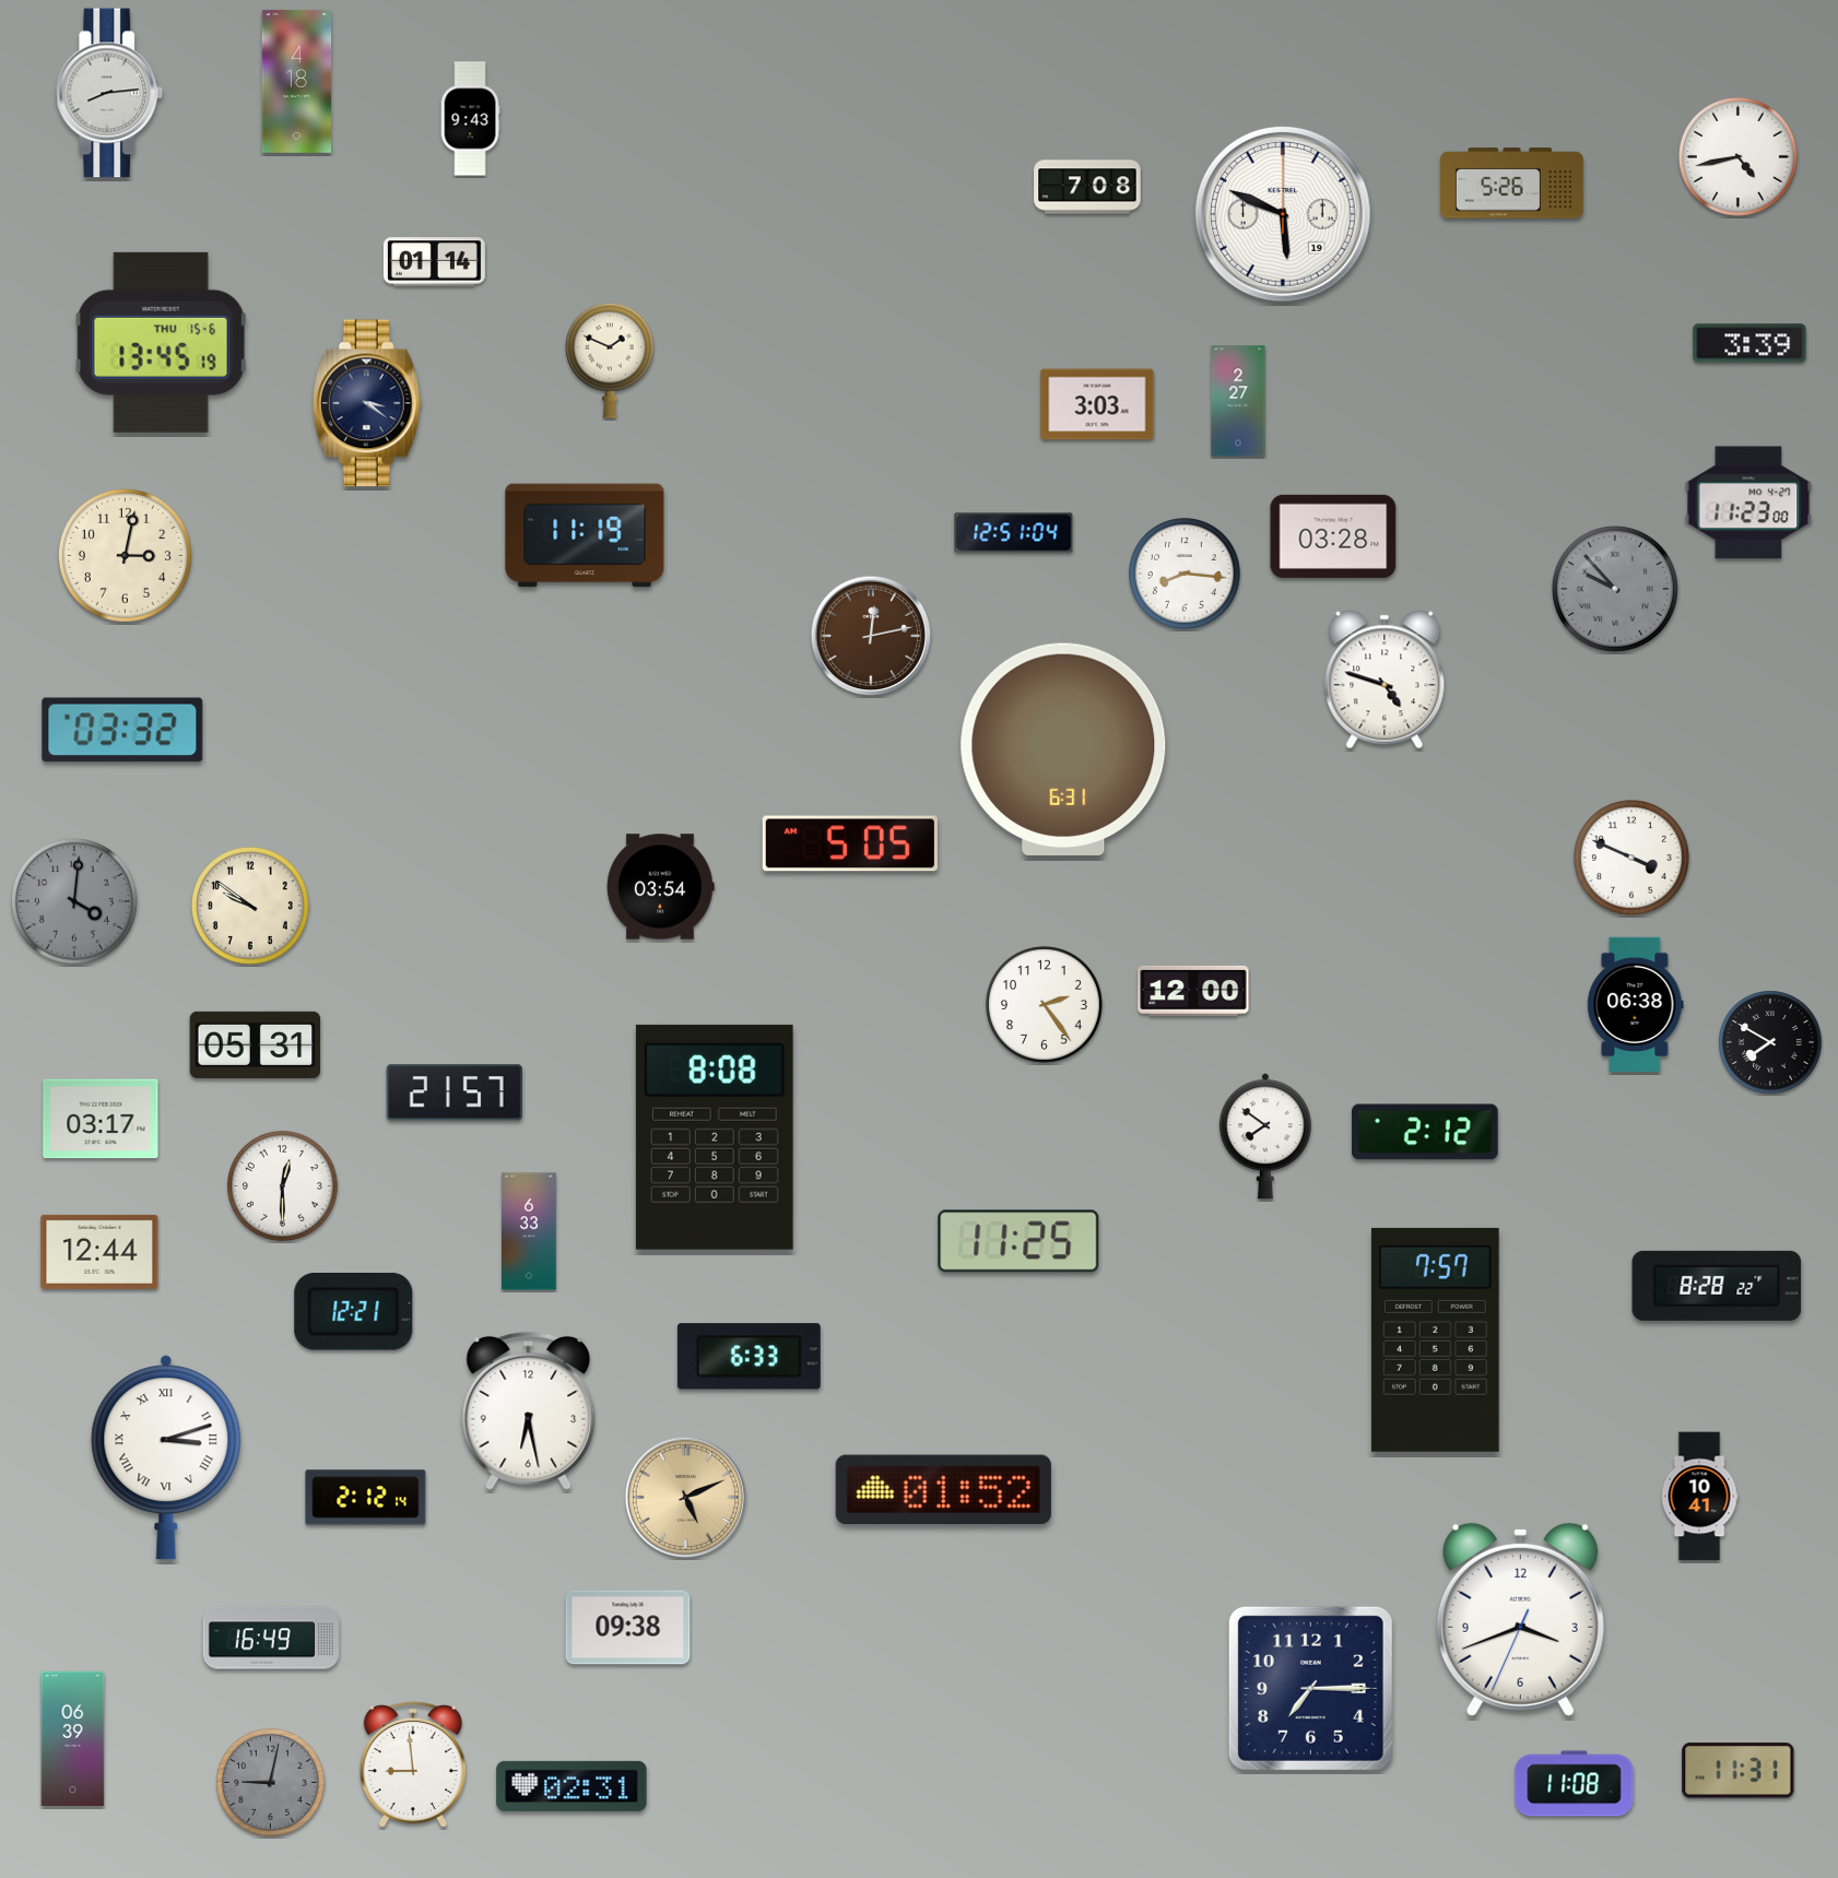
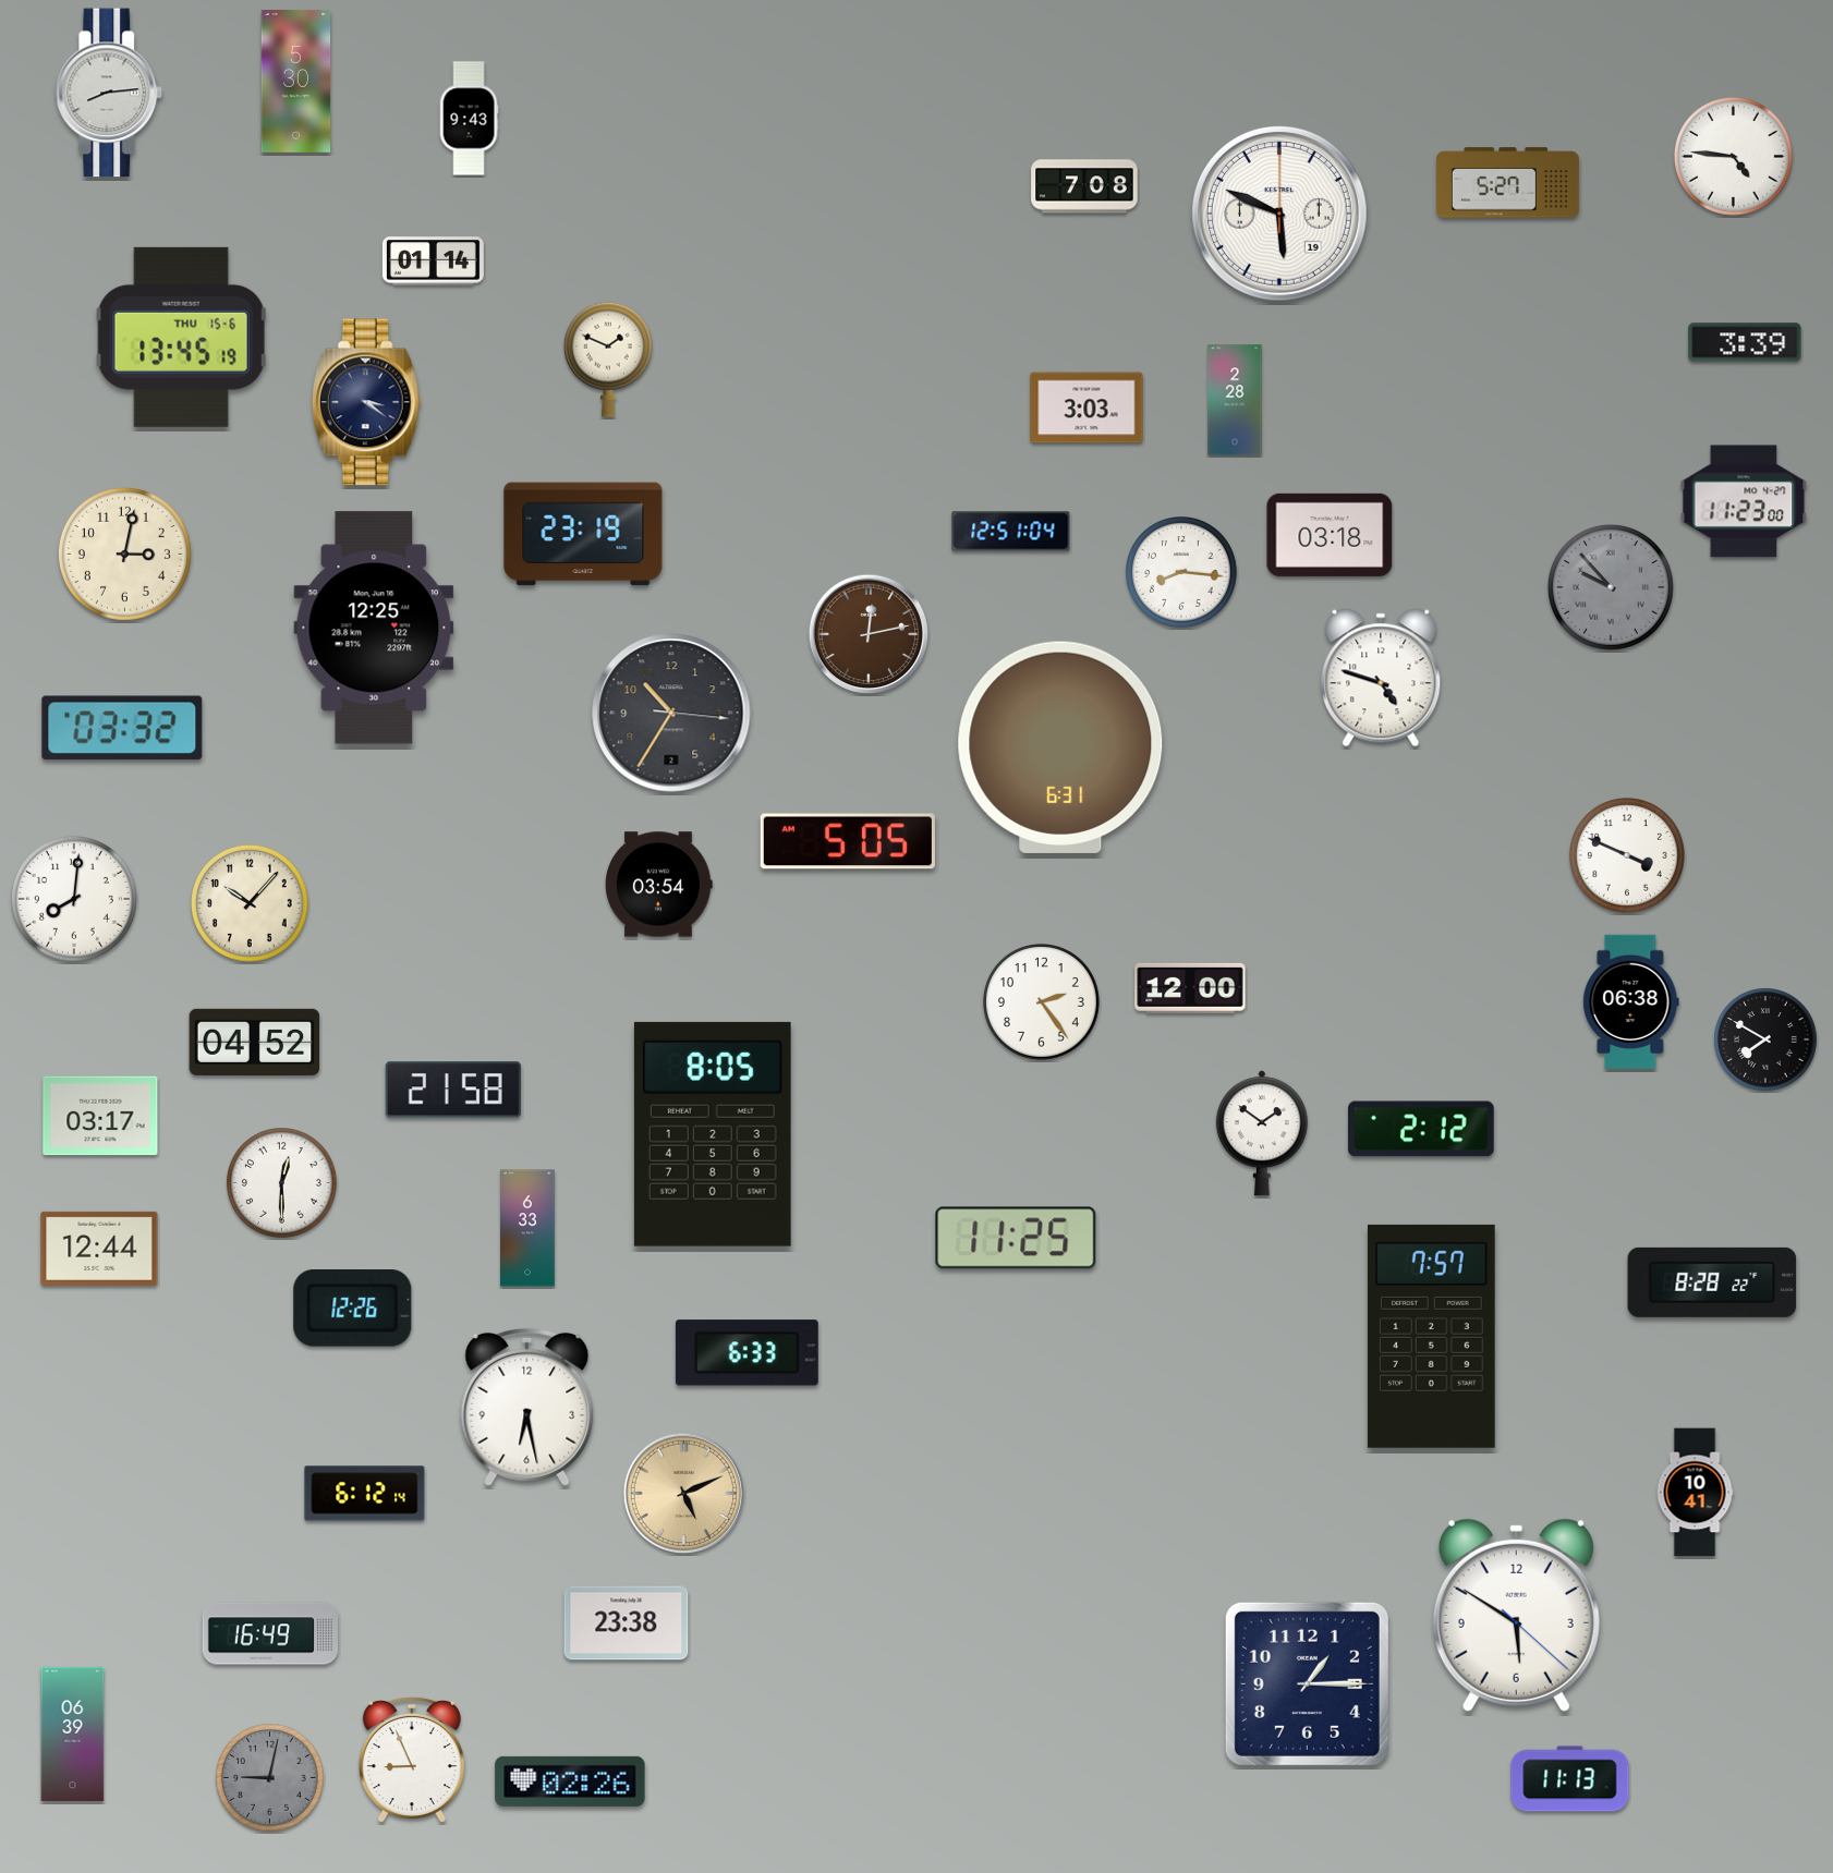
clock at (297, 81): 4:18 -> 5:30
clock at (1737, 156): 4:43 -> 4:46
clock at (1511, 184): 5:26 -> 5:27
clock at (162, 342) position: (162, 342) -> (182, 337)
clock at (1238, 401): 2:27 -> 2:28
clock at (1097, 404) position: (1097, 404) -> (1087, 408)
clock at (585, 535): 11:19 -> 23:19
clock at (1333, 536): 03:28 -> 03:18
clock at (374, 628): none -> 12:25
clock at (671, 713): none -> 10:35
clock at (74, 901): 4:01 -> 8:01
clock at (74, 901) dial: grey -> white
clock at (251, 907): 9:51 -> 10:07
clock at (256, 1044): 05:31 -> 04:52
clock at (455, 1092): 21:57 -> 21:58
clock at (1265, 1136): 7:51 -> 1:51
clock at (715, 1137): 8:08 -> 8:05
clock at (354, 1312): 12:21 -> 12:26
clock at (166, 1457): 3:12 -> none
clock at (943, 1490): 01:52 -> none
clock at (366, 1498): 2:12 -> 6:12
clock at (1520, 1619): 3:41 -> 5:50
clock at (628, 1628): 09:38 -> 23:38
clock at (1310, 1688): 7:15 -> 1:15
clock at (413, 1764): 8:59 -> 8:56
clock at (1739, 1771): 11:31 -> none
clock at (1575, 1784): 11:08 -> 11:13
clock at (572, 1786): 02:31 -> 02:26
